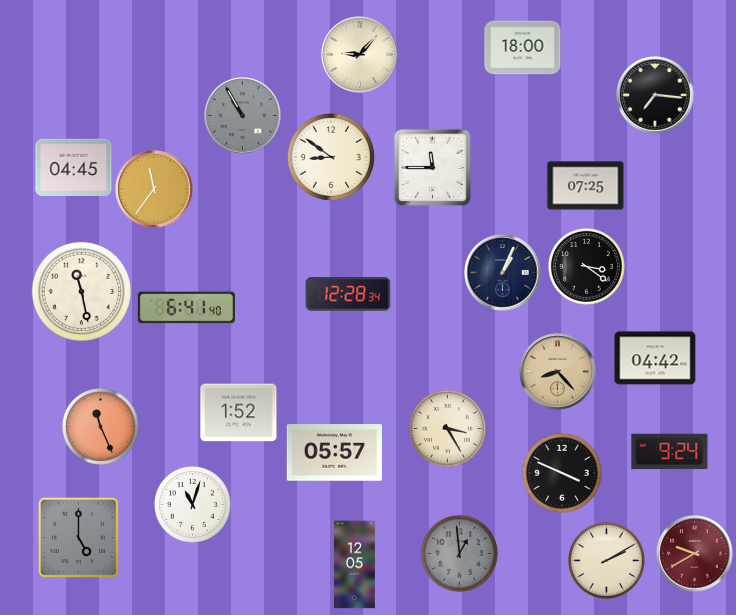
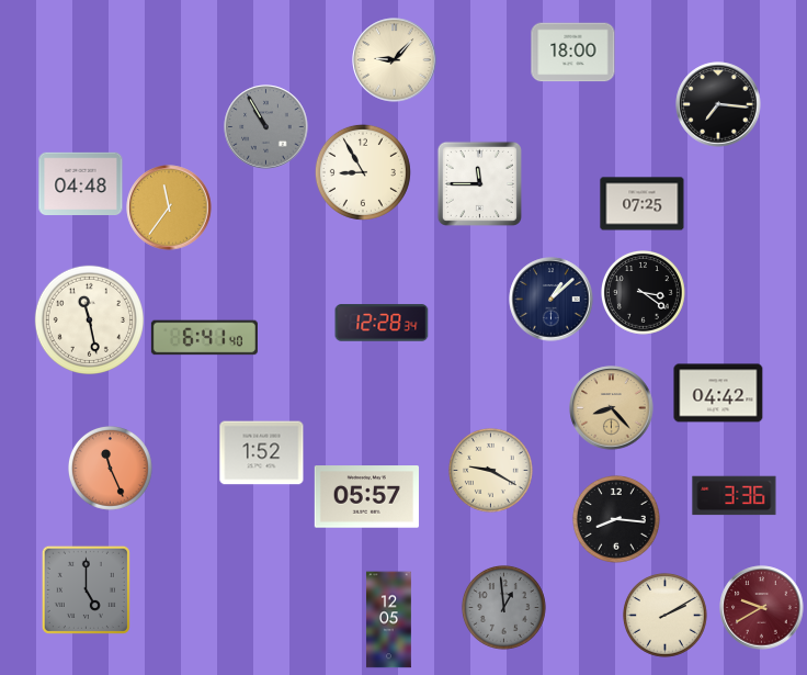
clock at (331, 157): 8:51 -> 8:55
clock at (74, 167): 04:45 -> 04:48
clock at (432, 167) position: (432, 167) -> (479, 183)
clock at (503, 273): 1:04 -> 1:08
clock at (448, 429): 3:25 -> 9:20
clock at (670, 452): 9:24 -> 3:36
clock at (562, 473): 3:49 -> 8:16
clock at (193, 505): 11:03 -> none
